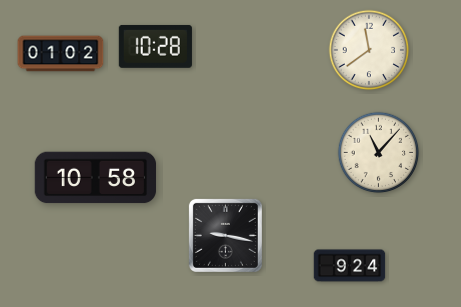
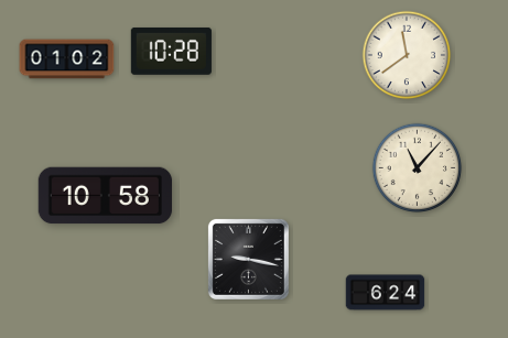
clock at (350, 266): 9:24 -> 6:24
